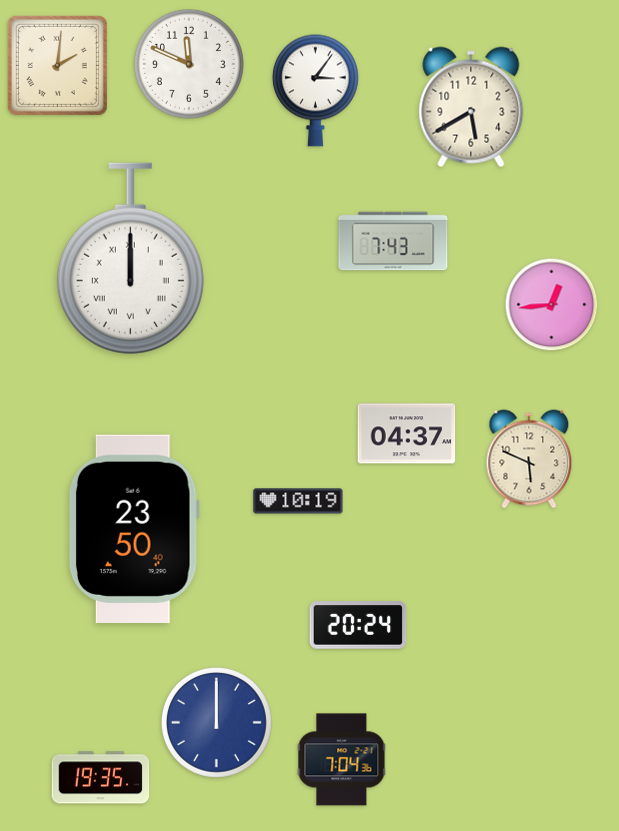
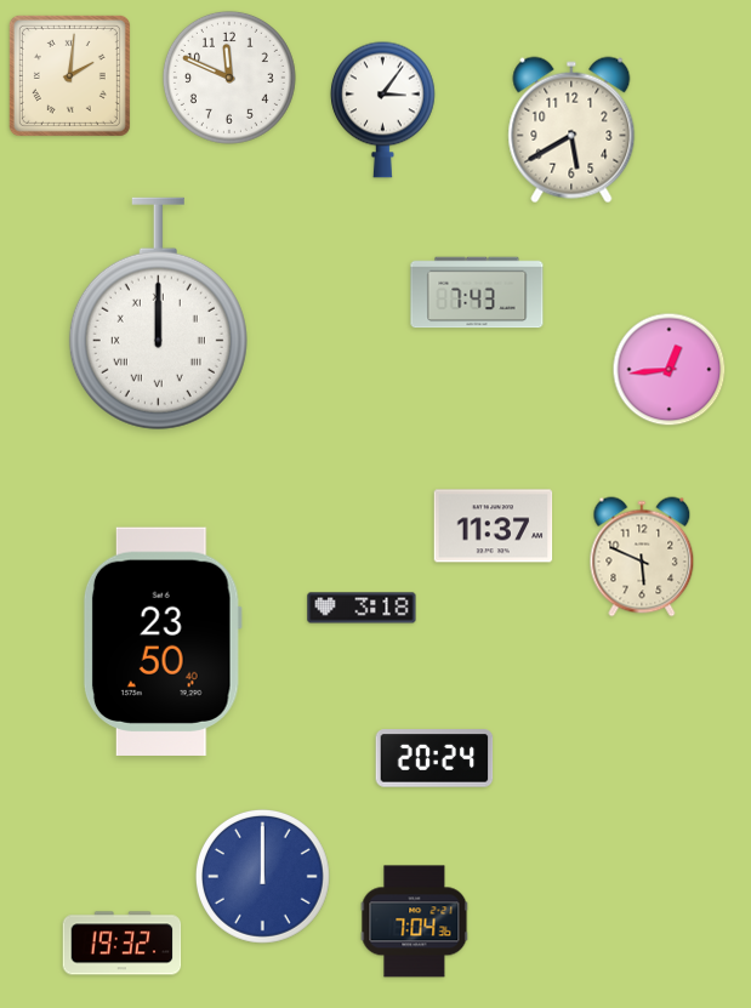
clock at (57, 65) position: (57, 65) -> (69, 75)
clock at (407, 434): 04:37 -> 11:37
clock at (298, 501): 10:19 -> 3:18
clock at (101, 778): 19:35 -> 19:32
